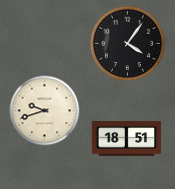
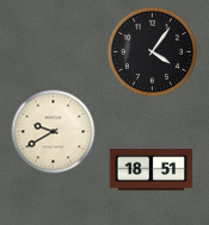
clock at (45, 111): 9:42 -> 9:40
clock at (127, 139) position: (127, 139) -> (152, 170)
